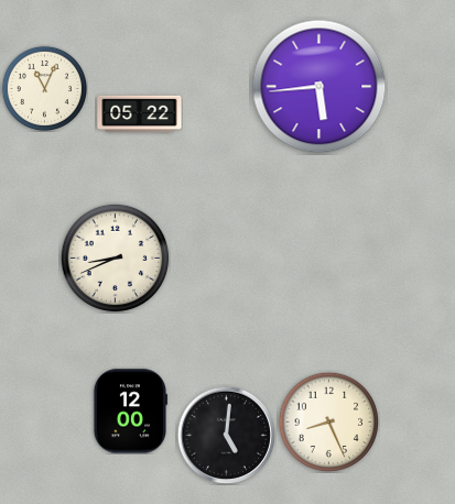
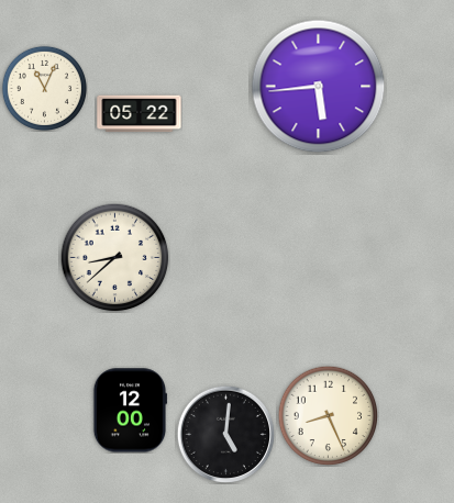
clock at (116, 259): 8:41 -> 8:38
clock at (328, 421) position: (328, 421) -> (328, 415)
